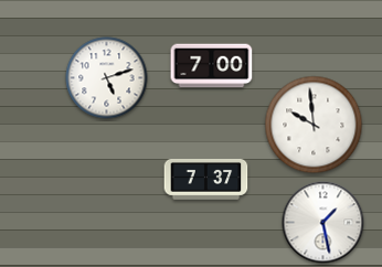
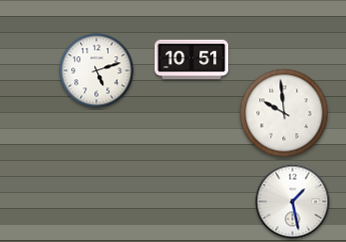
clock at (212, 66): 7:00 -> 10:51
clock at (206, 179): 7:37 -> none
